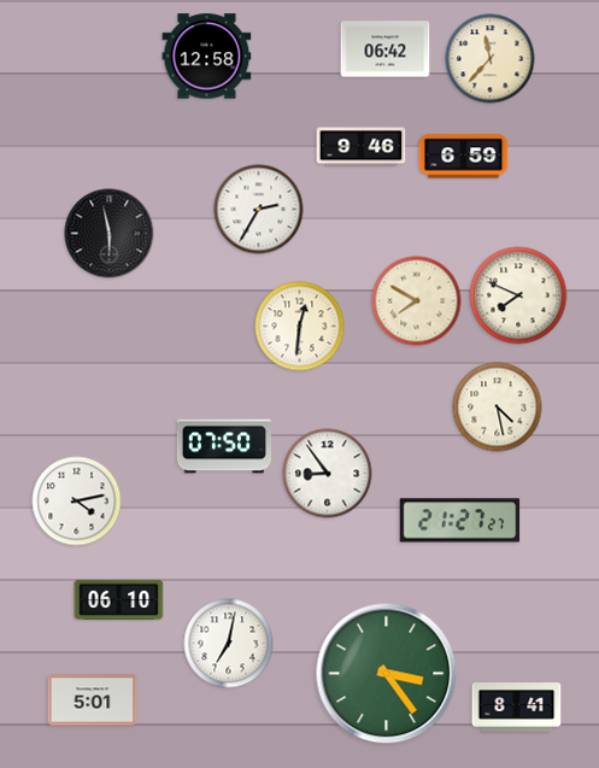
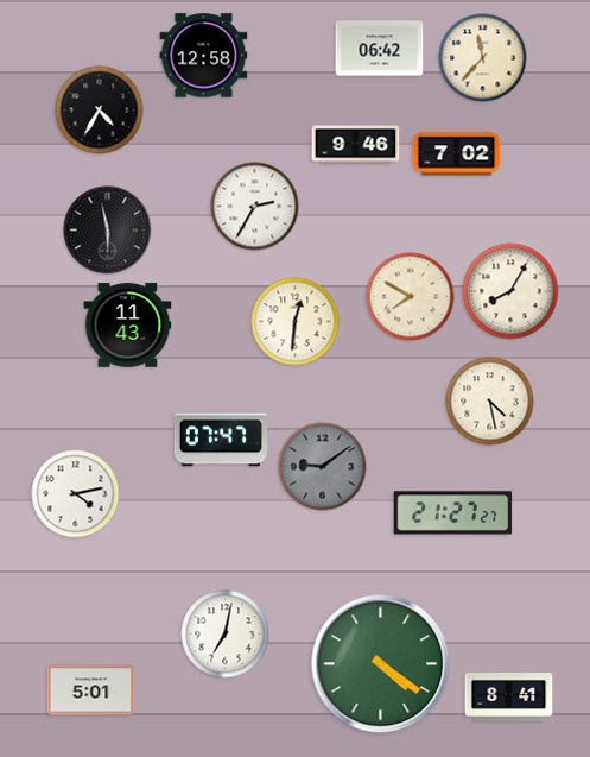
clock at (100, 111): none -> 4:35
clock at (464, 157): 6:59 -> 7:02
clock at (518, 295): 7:49 -> 8:05
clock at (128, 326): none -> 11:43
clock at (224, 446): 07:50 -> 07:47
clock at (328, 474): 8:54 -> 9:09
clock at (328, 474) dial: white -> grey
clock at (119, 599): 06:10 -> none
clock at (387, 674): 3:24 -> 4:21
